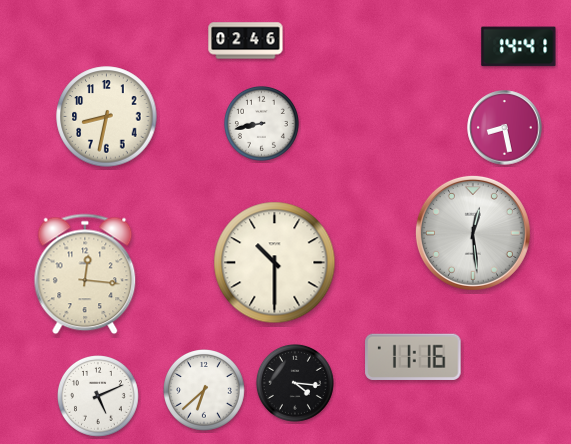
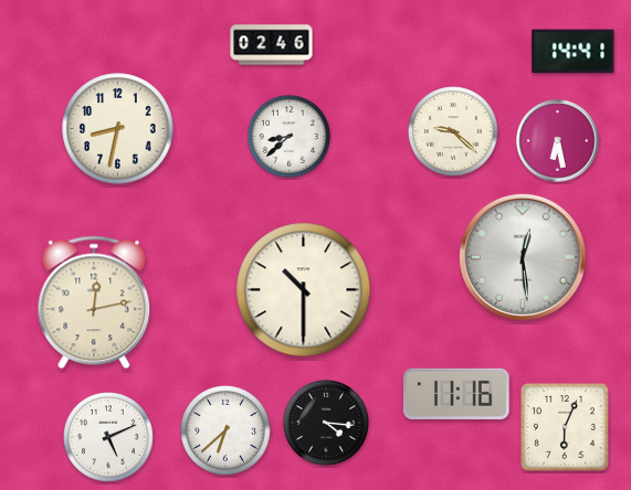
clock at (454, 132): none -> 9:22
clock at (261, 123): 8:43 -> 8:38
clock at (505, 128): 8:28 -> 6:28
clock at (85, 274): 12:16 -> 12:13
clock at (565, 427): none -> 6:04
